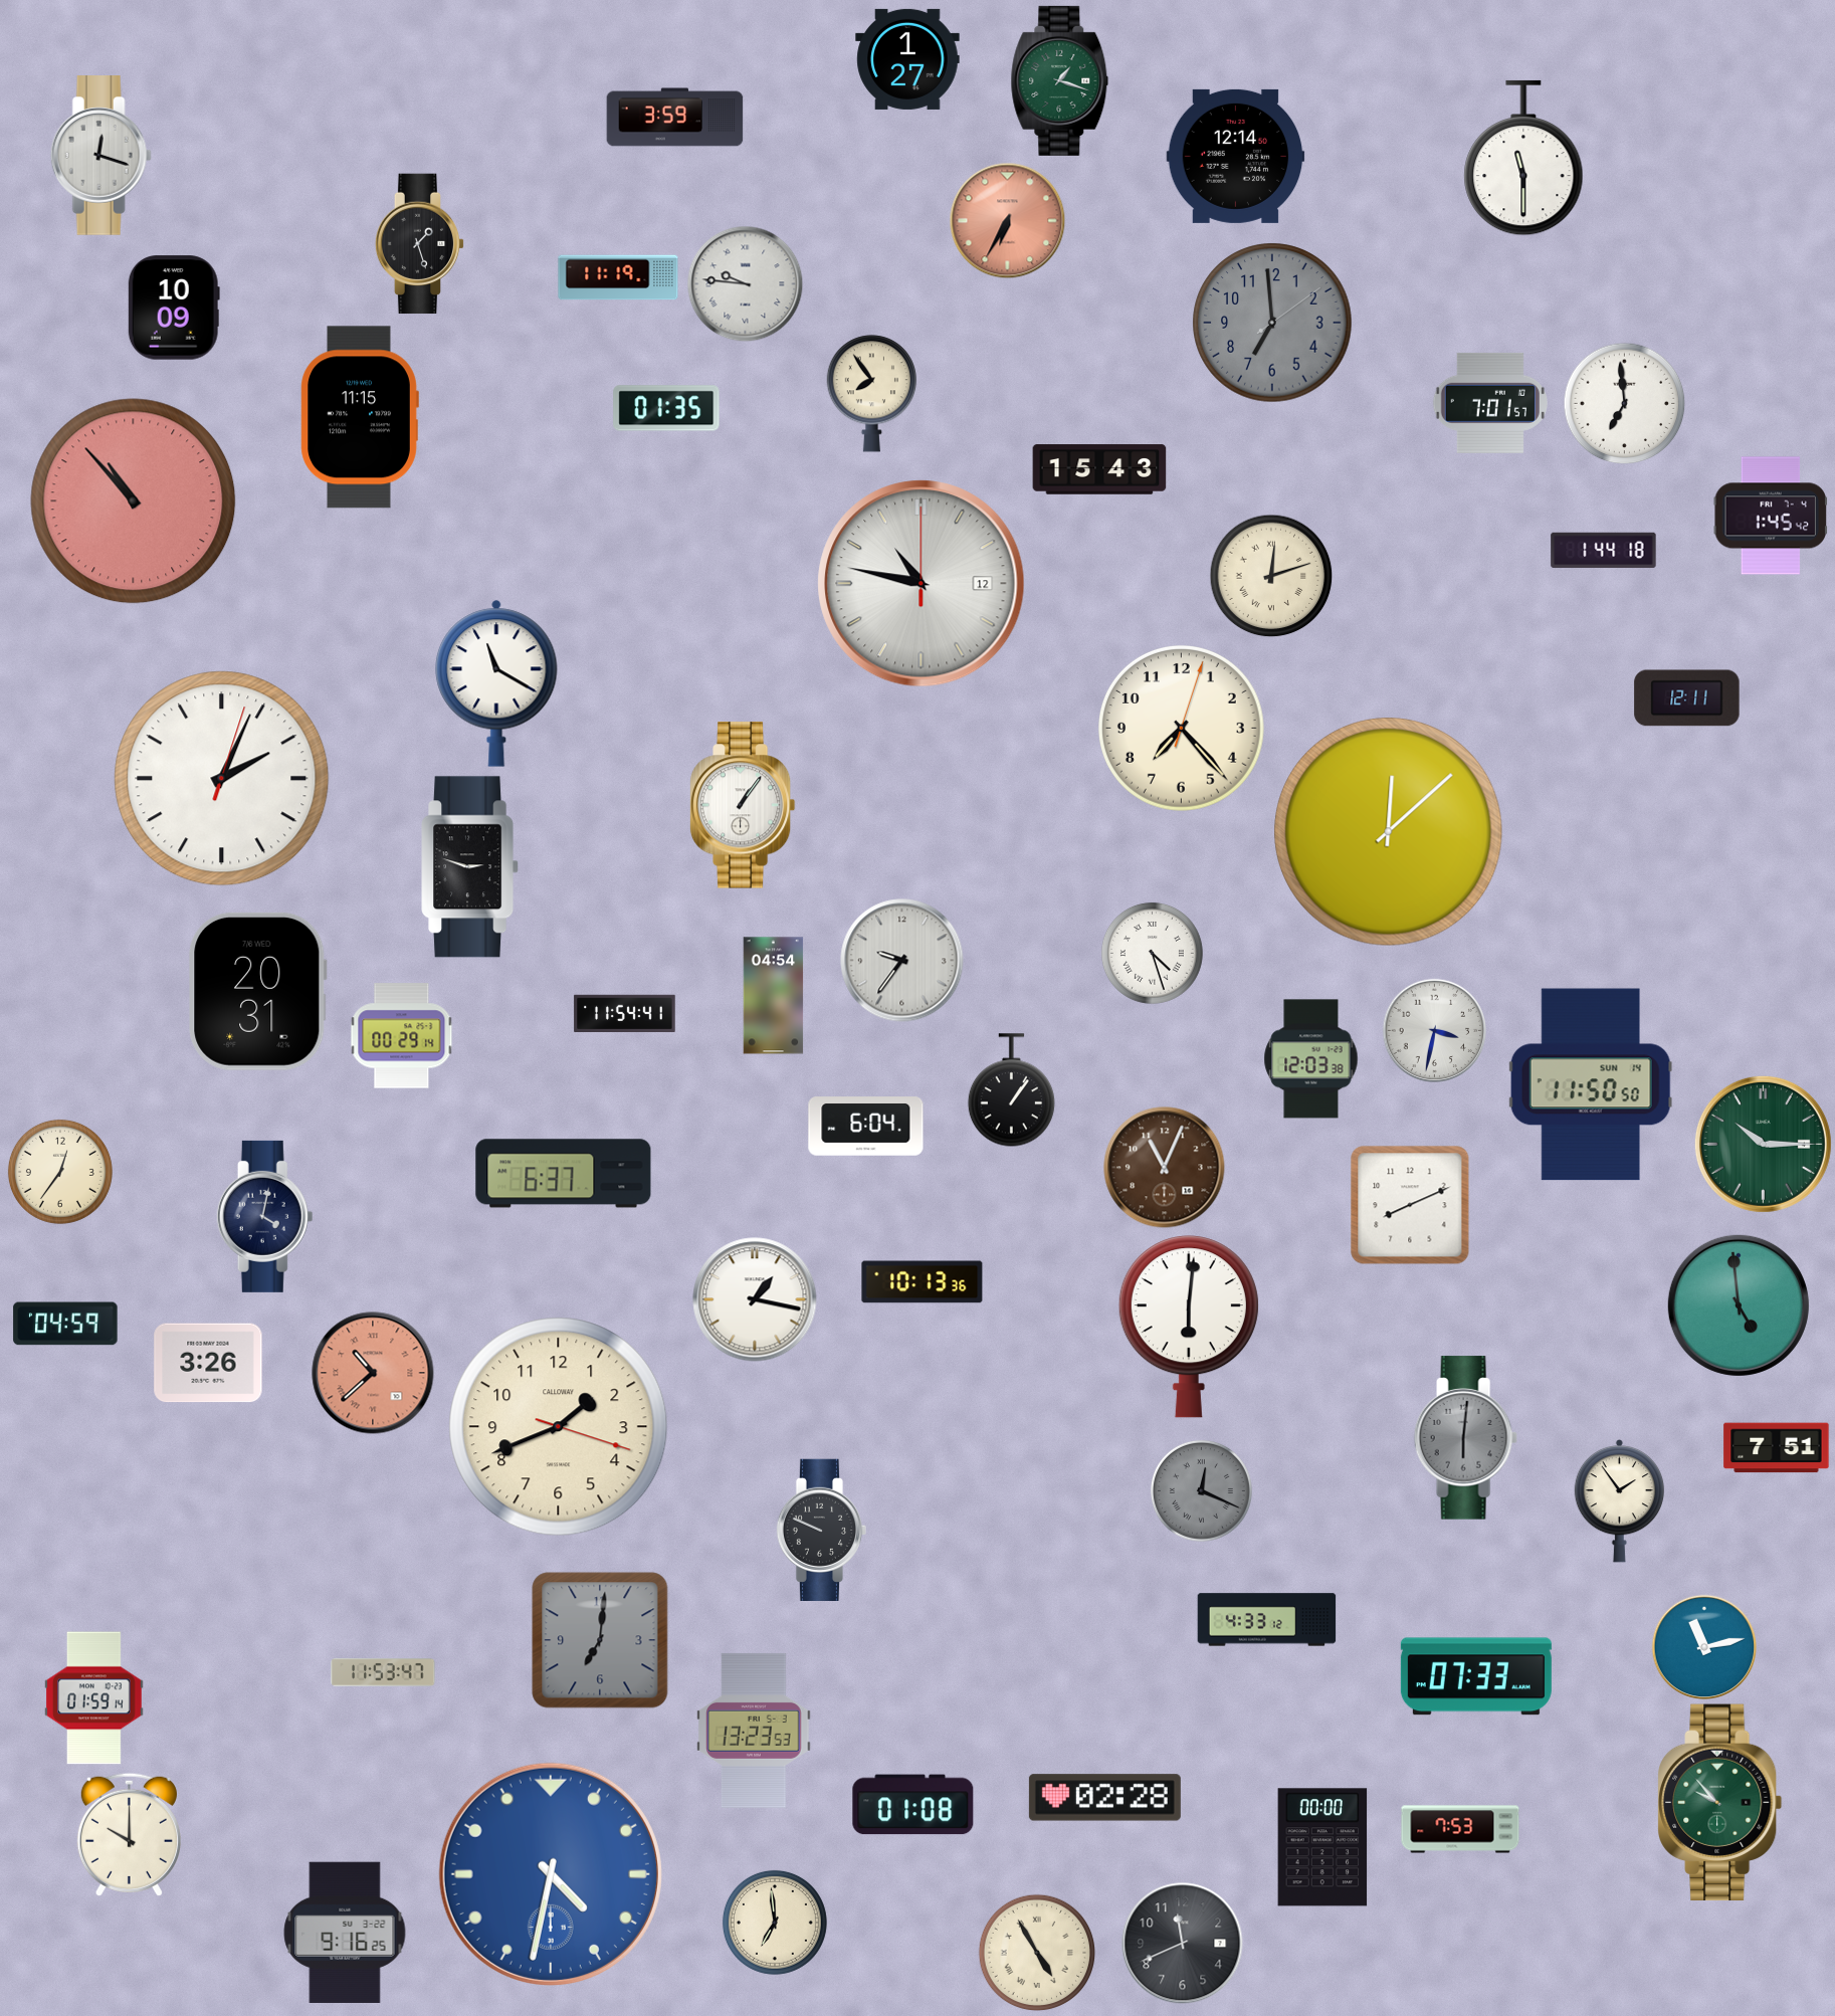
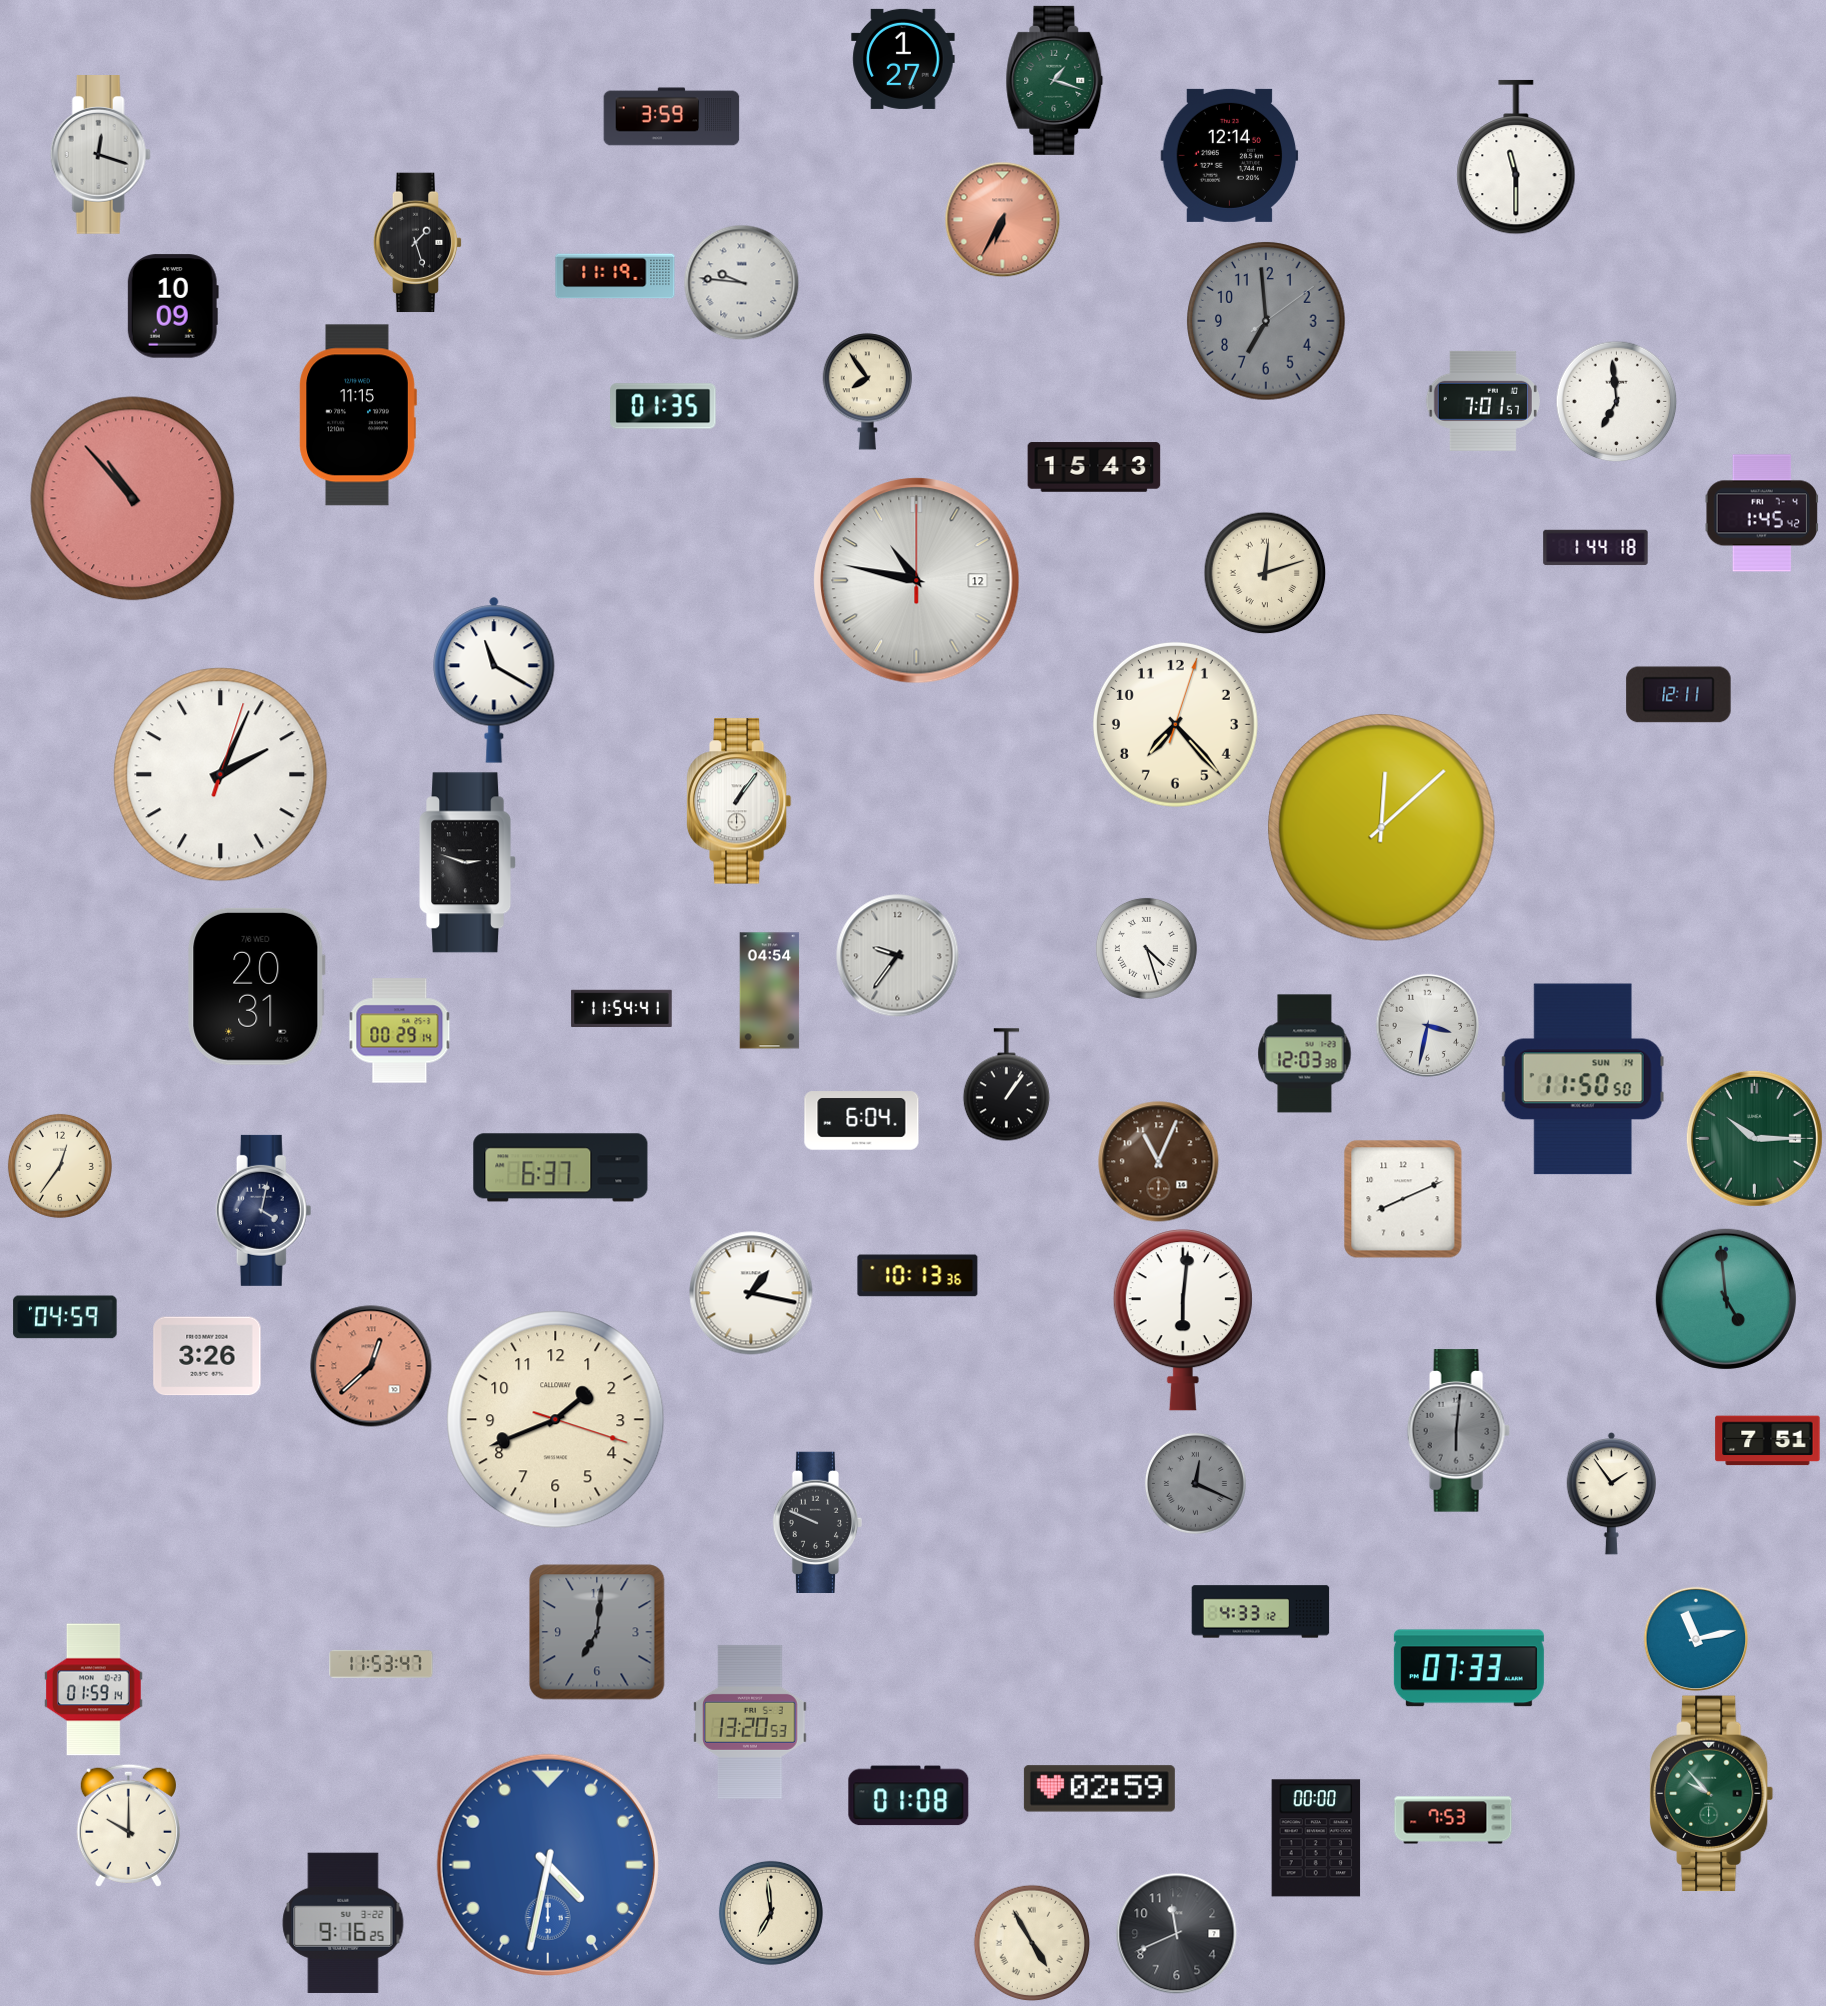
clock at (1739, 1305) position: (1739, 1305) -> (1726, 1299)
clock at (373, 1373): 10:38 -> 12:38
clock at (754, 1731): 13:23 -> 13:20
clock at (1104, 1798): 02:28 -> 02:59
